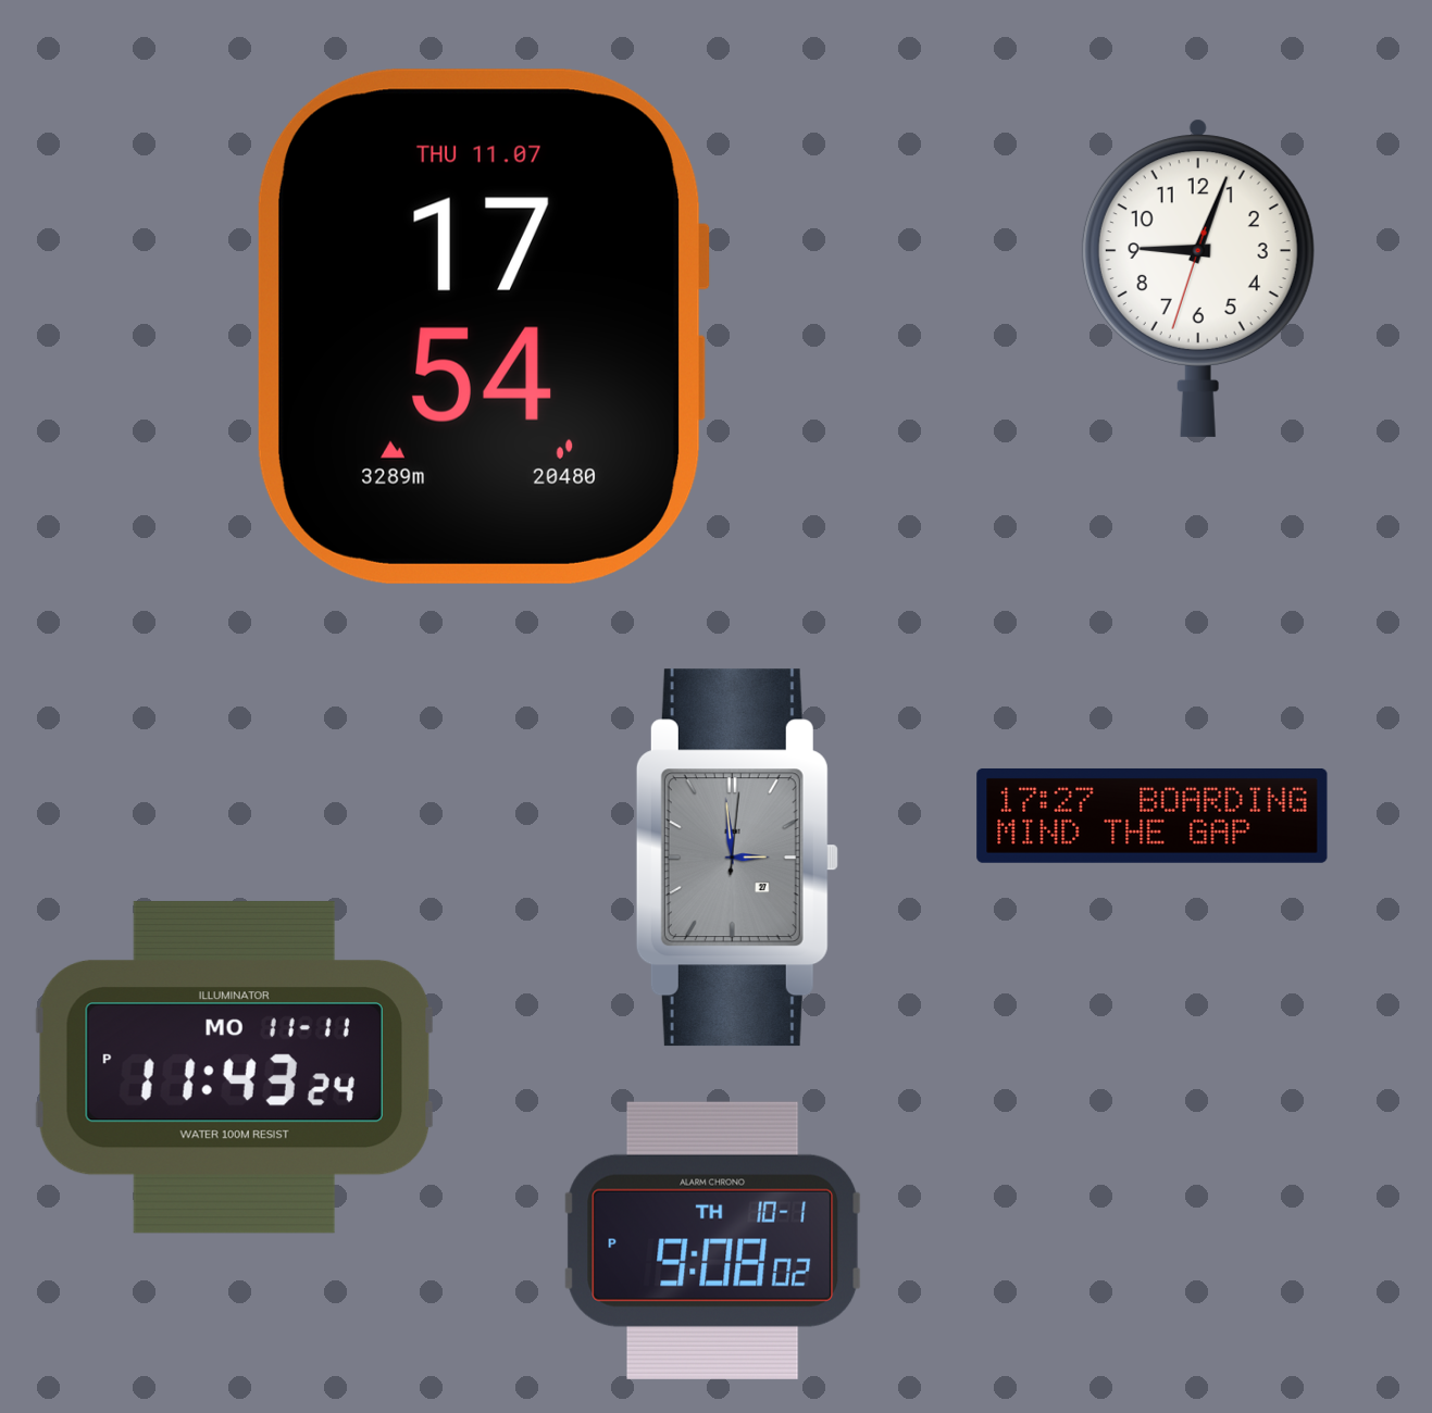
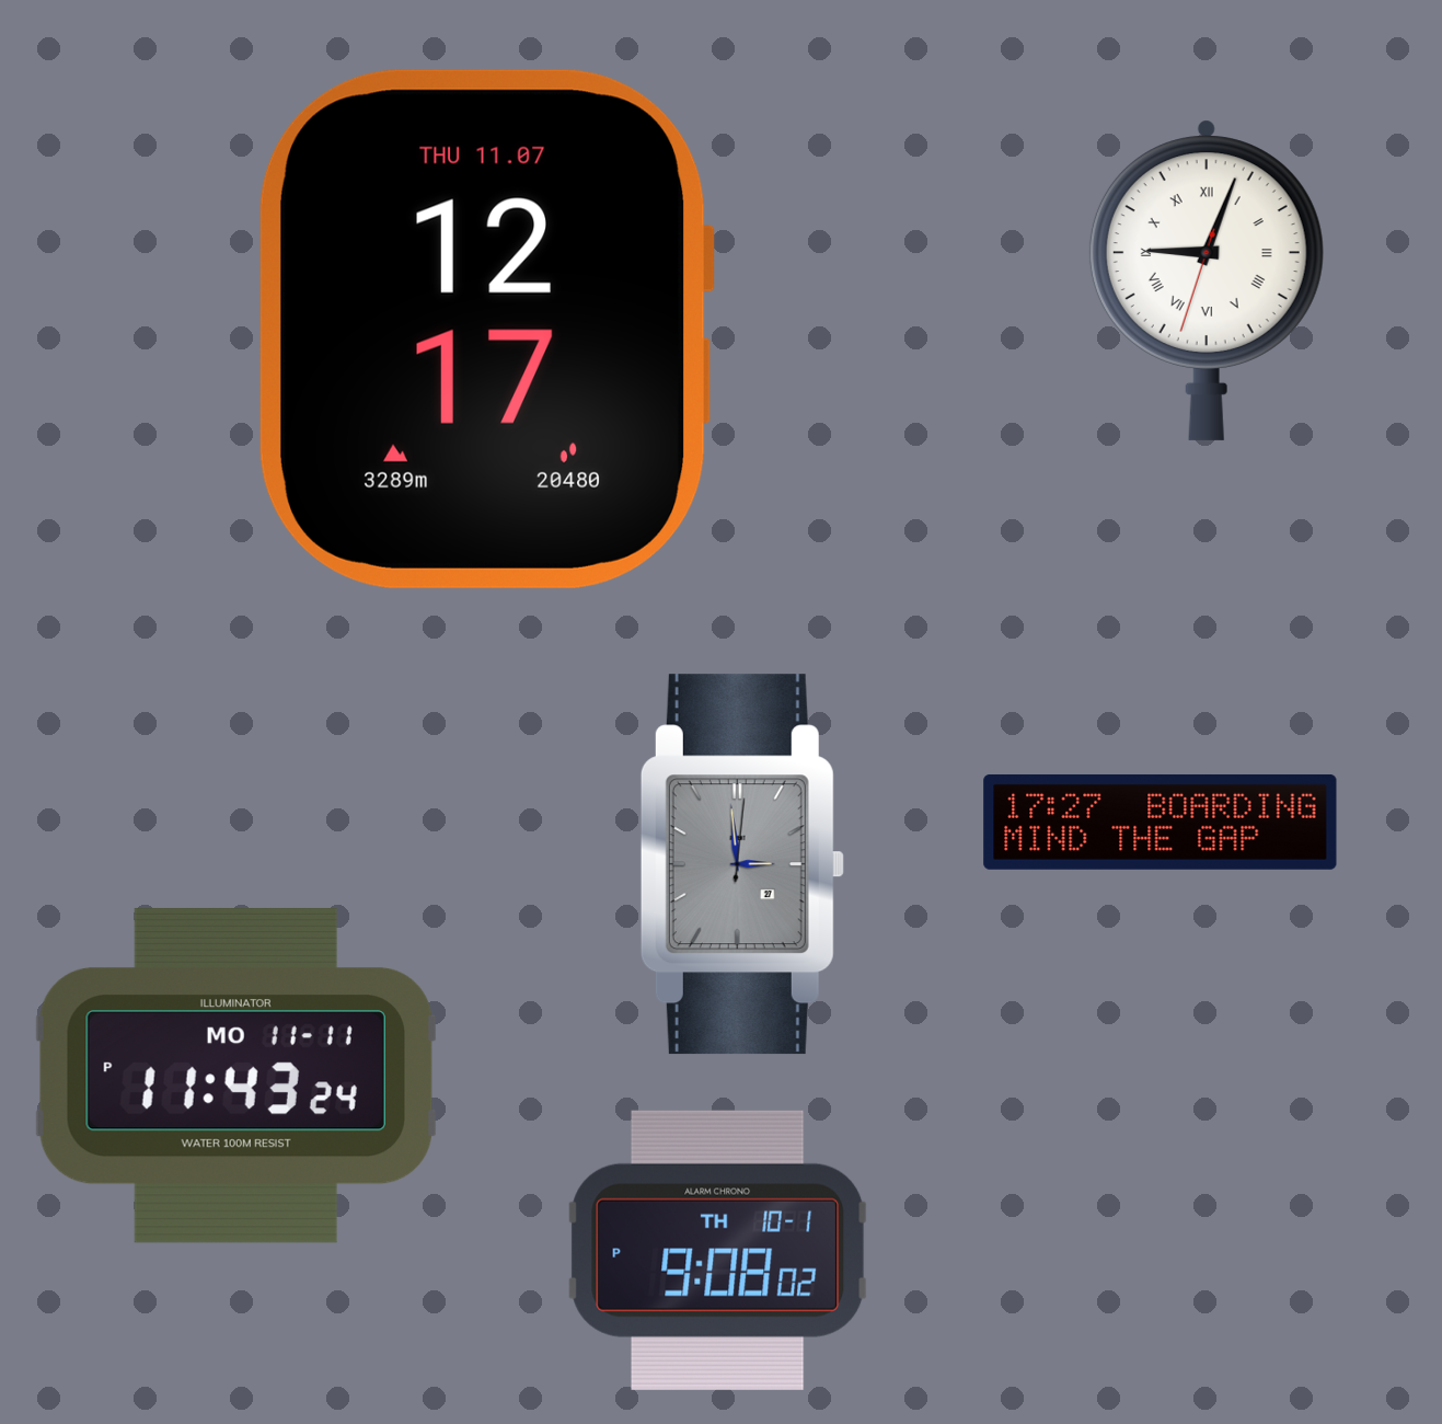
clock at (1198, 278) numerals: Arabic -> Roman
clock at (483, 326): 17:54 -> 12:17
